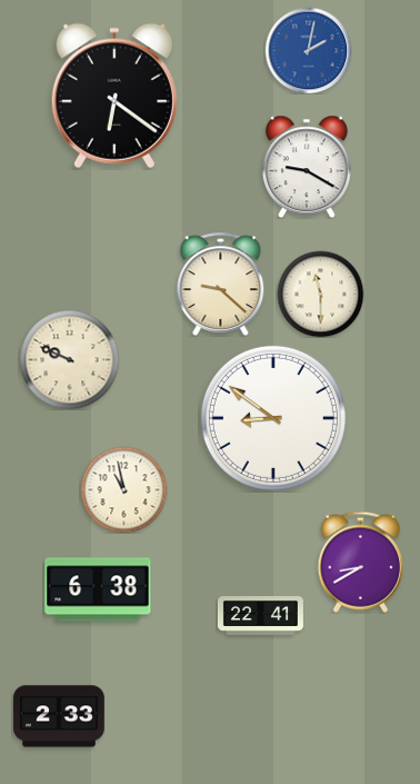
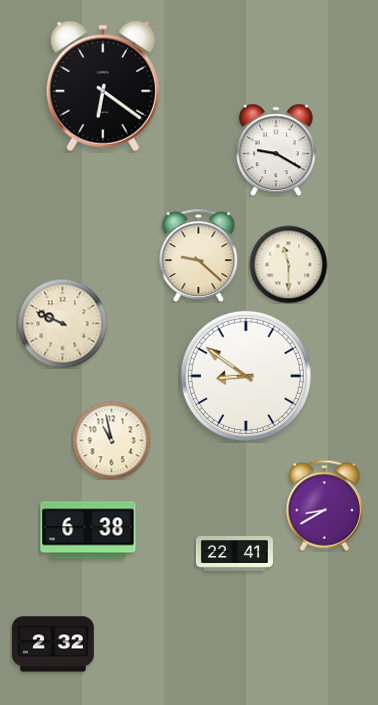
clock at (308, 50): 2:02 -> none
clock at (60, 716): 2:33 -> 2:32
